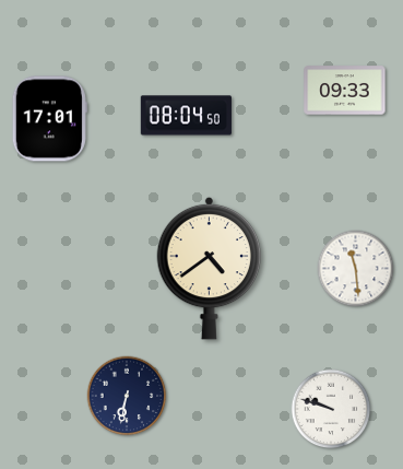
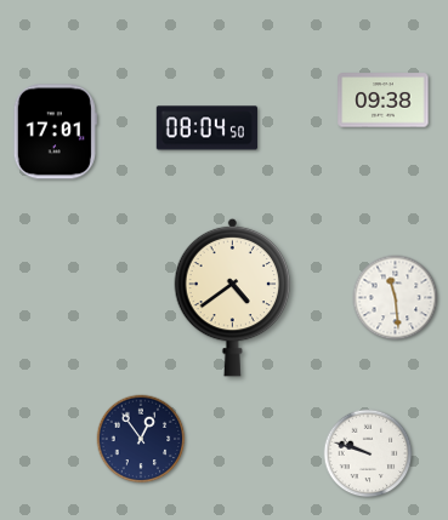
clock at (345, 91): 09:33 -> 09:38
clock at (127, 396): 6:32 -> 12:54
